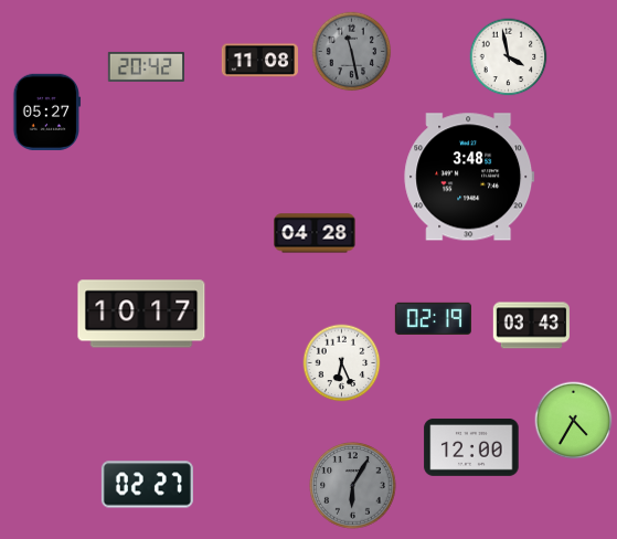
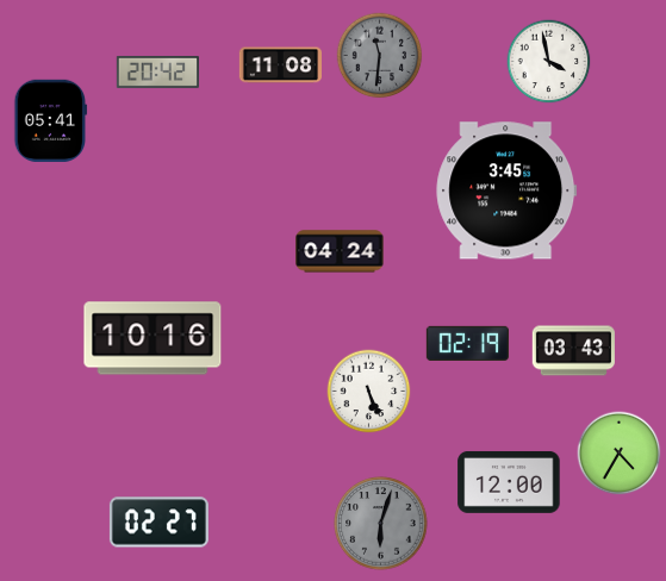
clock at (352, 52): 11:28 -> 11:31
clock at (47, 112): 05:27 -> 05:41
clock at (469, 177): 3:48 -> 3:45
clock at (315, 233): 04:28 -> 04:24
clock at (141, 314): 10:17 -> 10:16
clock at (342, 363): 6:26 -> 5:26
clock at (353, 486): 6:05 -> 6:03
